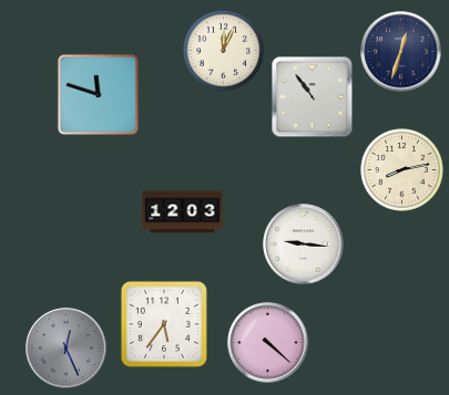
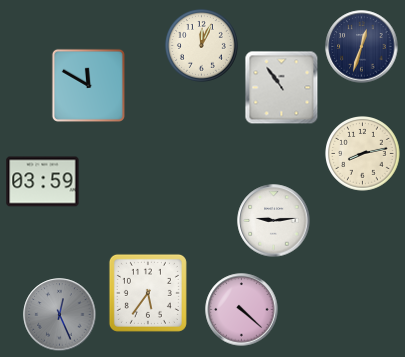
clock at (98, 94): 11:48 -> 11:50
clock at (43, 182): none -> 03:59
clock at (183, 212): 12:03 -> none
clock at (304, 245): 9:16 -> 9:14
